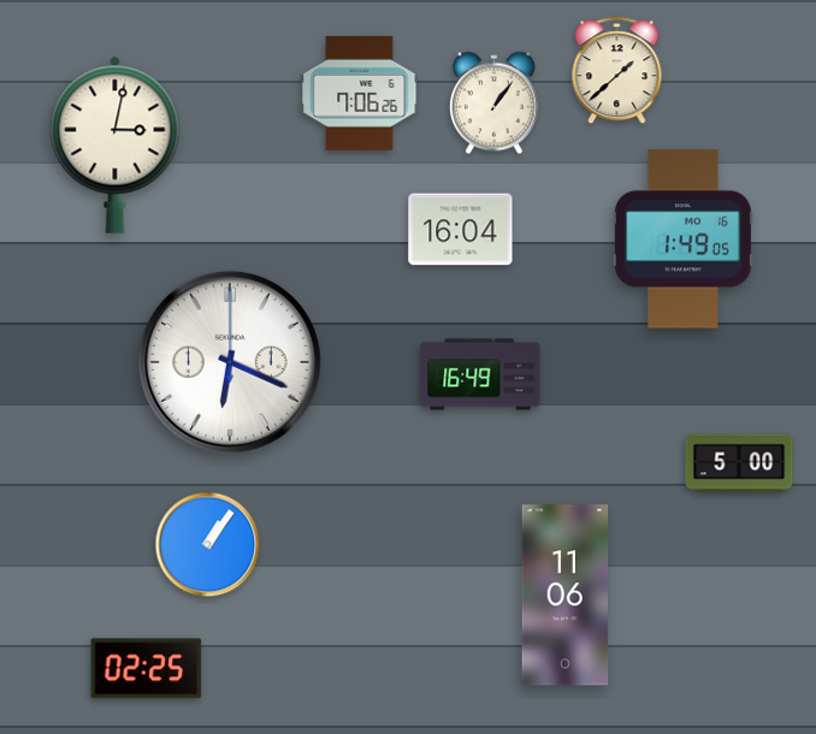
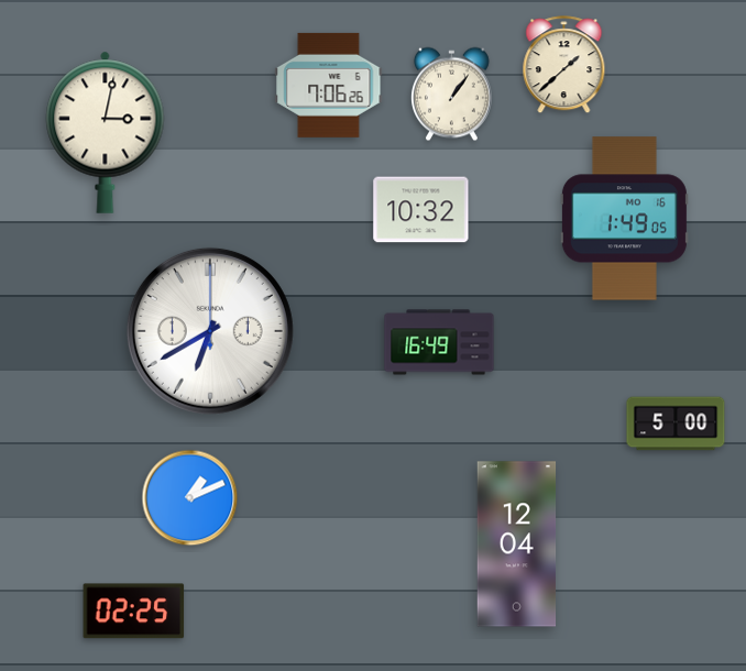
clock at (461, 230): 16:04 -> 10:32
clock at (230, 362): 6:19 -> 6:40
clock at (208, 545): 1:06 -> 1:11
clock at (566, 596): 11:06 -> 12:04
